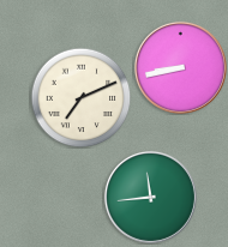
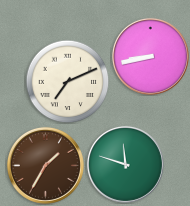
clock at (150, 197): 11:44 -> 11:48
clock at (45, 165): none -> 1:35
